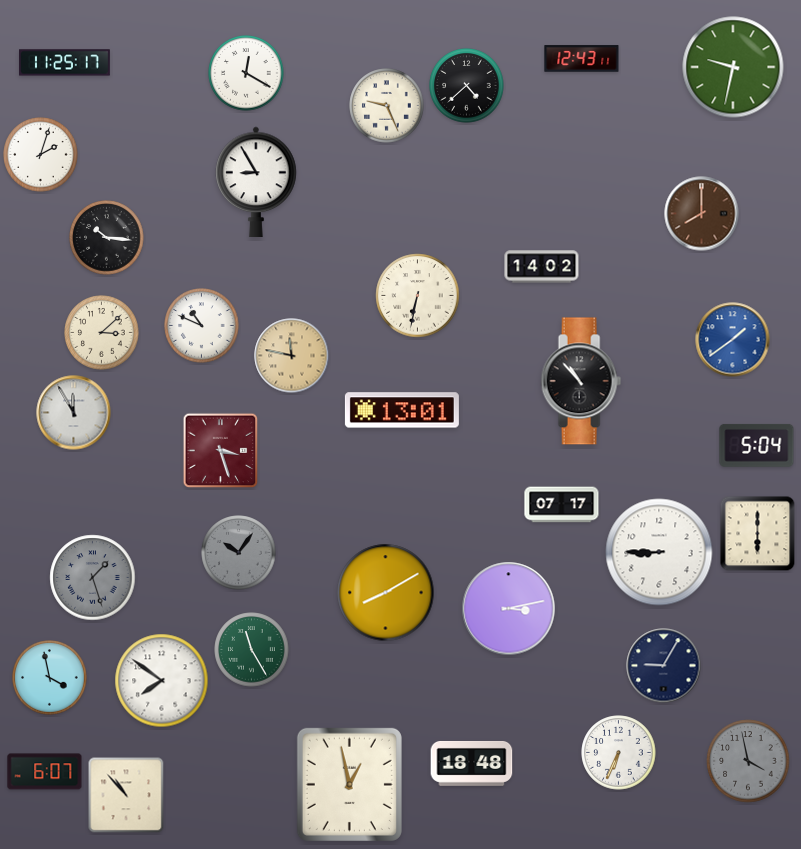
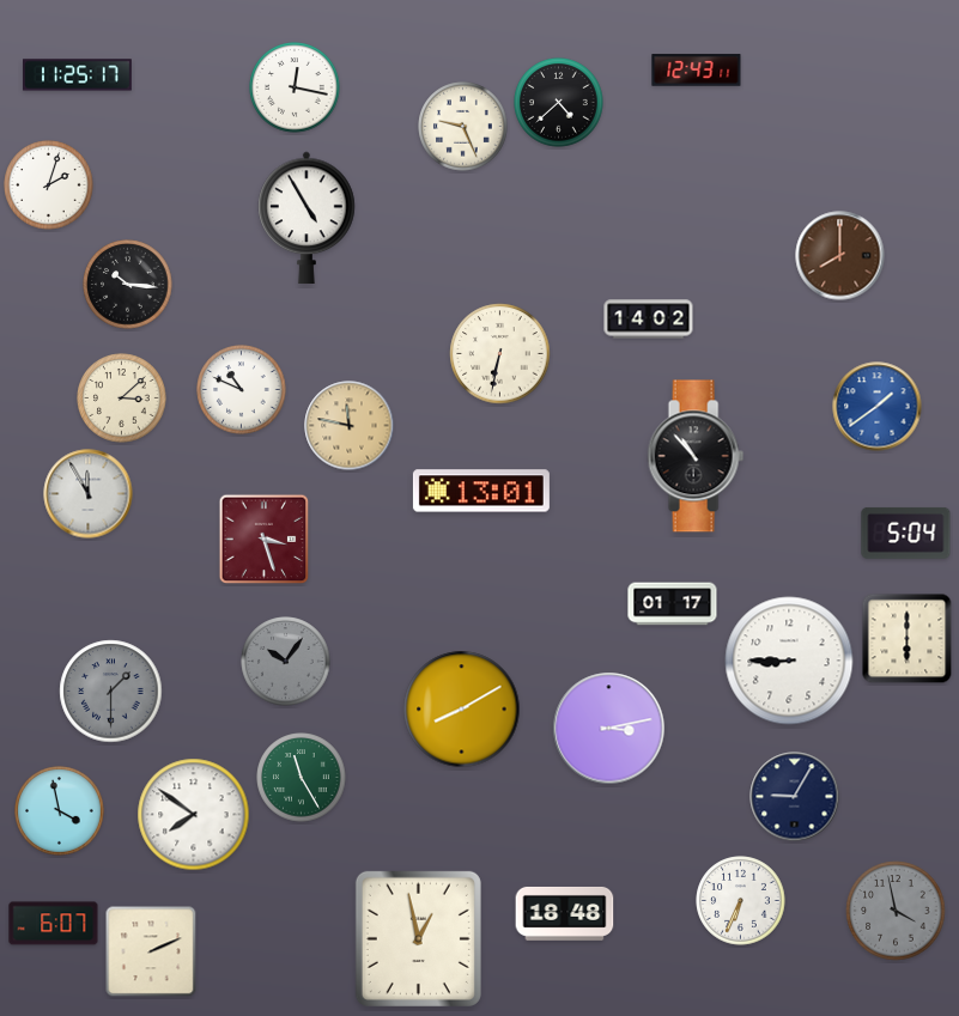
clock at (733, 67): 9:32 -> none
clock at (246, 73): 12:20 -> 12:17
clock at (256, 181): 8:55 -> 4:55
clock at (562, 505): 07:17 -> 01:17
clock at (93, 578): 1:27 -> 1:30
clock at (126, 795): 10:53 -> 2:11
